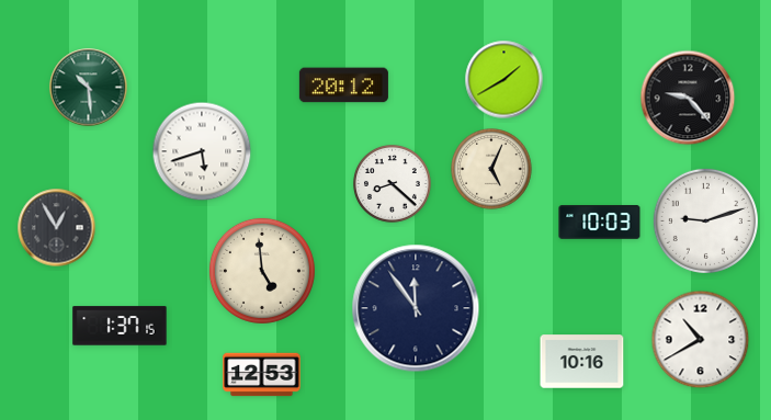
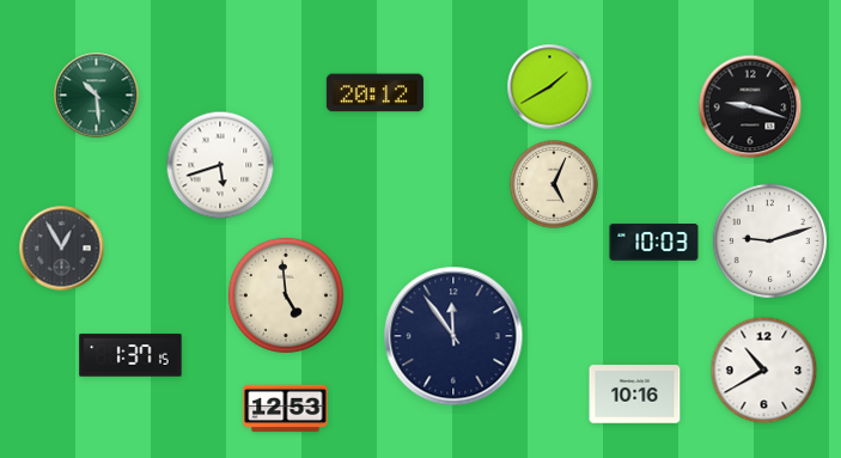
clock at (688, 98): 9:23 -> 9:18
clock at (491, 169) position: (491, 169) -> (554, 184)
clock at (393, 184): 8:22 -> none
